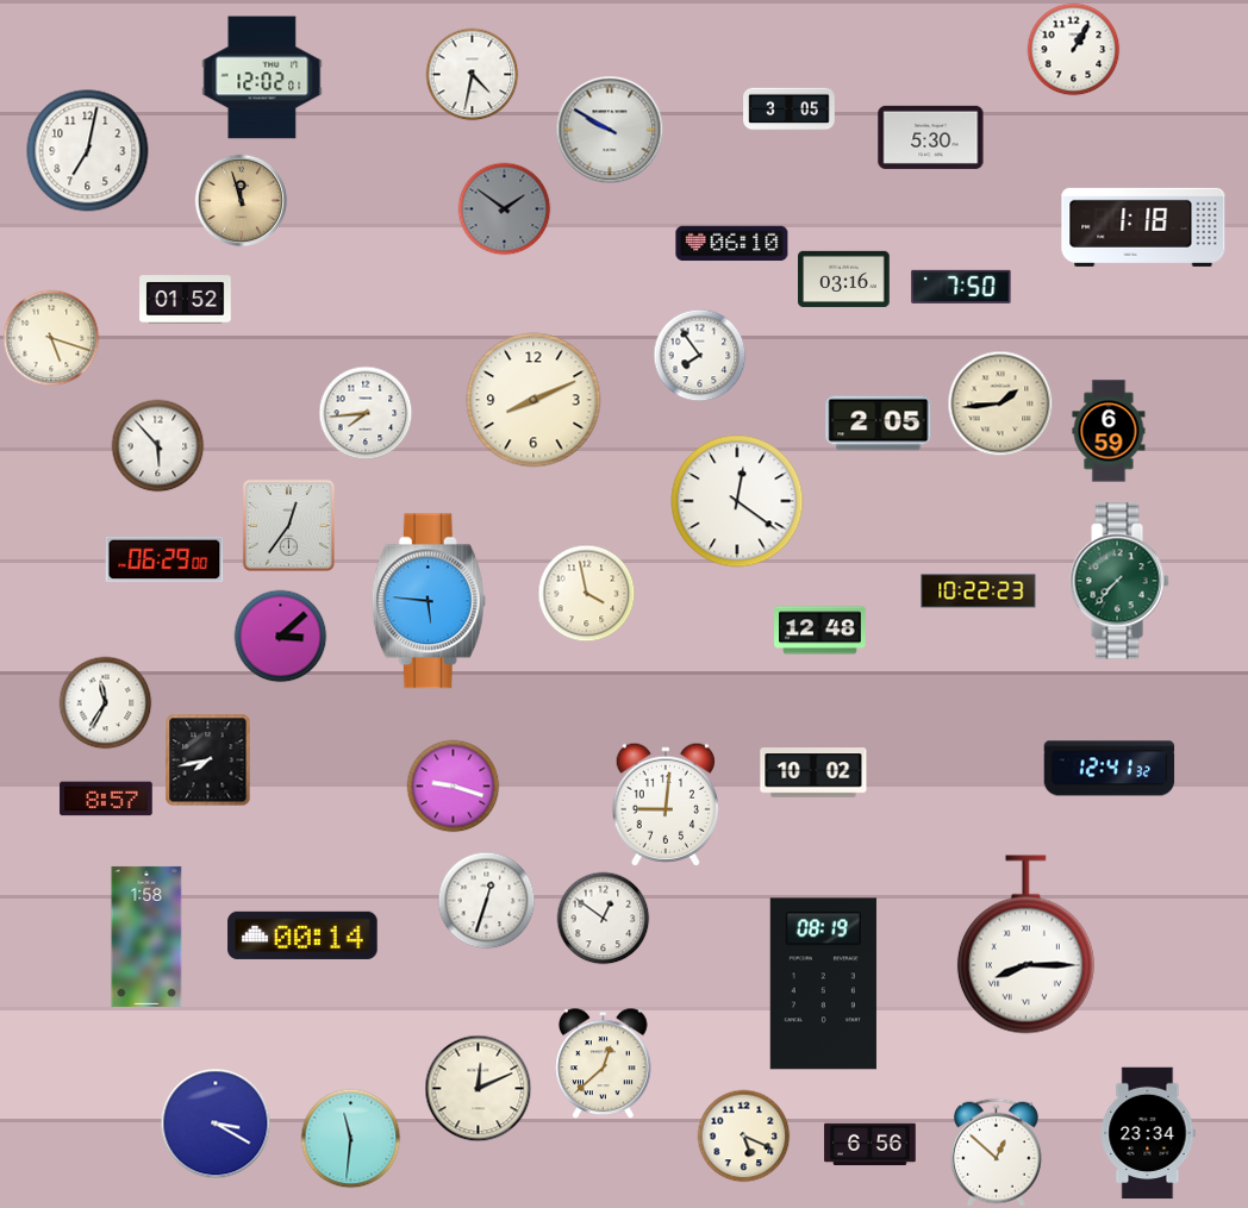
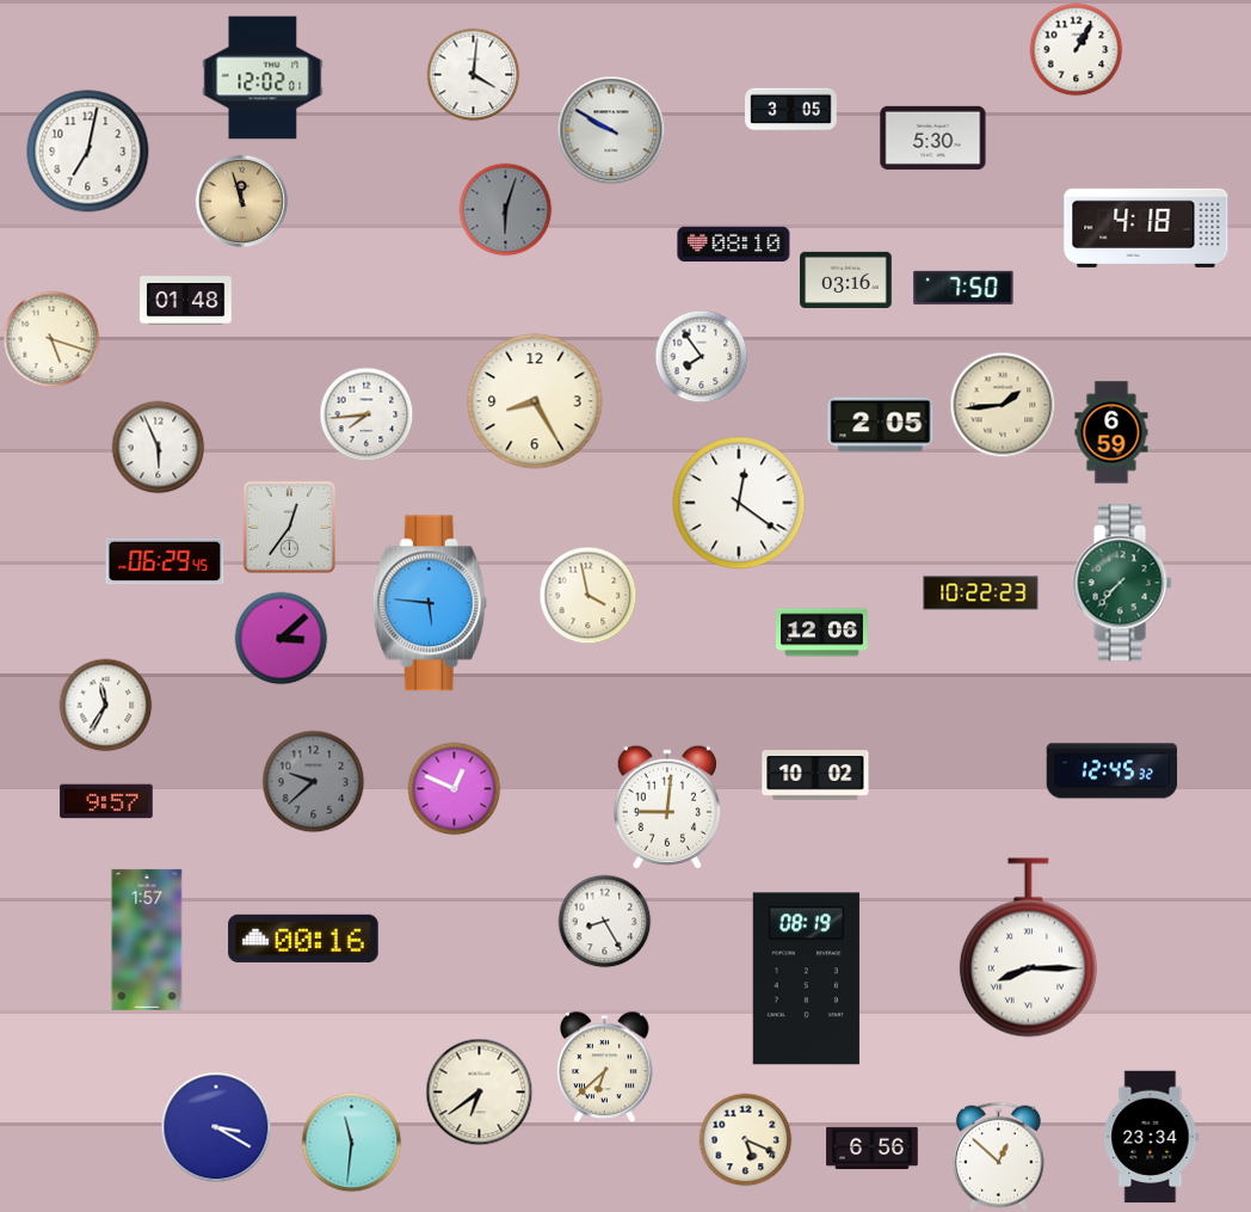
clock at (472, 74): 4:32 -> 4:01
clock at (504, 208): 1:51 -> 6:03
clock at (1143, 227): 1:18 -> 4:18
clock at (732, 244): 06:10 -> 08:10
clock at (186, 300): 01:52 -> 01:48
clock at (533, 400): 8:11 -> 8:25
clock at (157, 445): 5:53 -> 5:56
clock at (164, 559): 06:29:00 -> 06:29:45
clock at (820, 631): 12:48 -> 12:06
clock at (208, 759): 7:43 -> none
clock at (1110, 769): 12:41 -> 12:45
clock at (313, 781): none -> 9:38
clock at (453, 785): 9:18 -> 12:49
clock at (106, 799): 8:57 -> 9:57
clock at (486, 900): 12:33 -> none
clock at (603, 918): 12:51 -> 8:25
clock at (302, 935): 00:14 -> 00:16
clock at (146, 937): 1:58 -> 1:57
clock at (823, 984) position: (823, 984) -> (806, 979)
clock at (604, 1063): 12:38 -> 6:38
clock at (478, 1088): 12:11 -> 6:39
